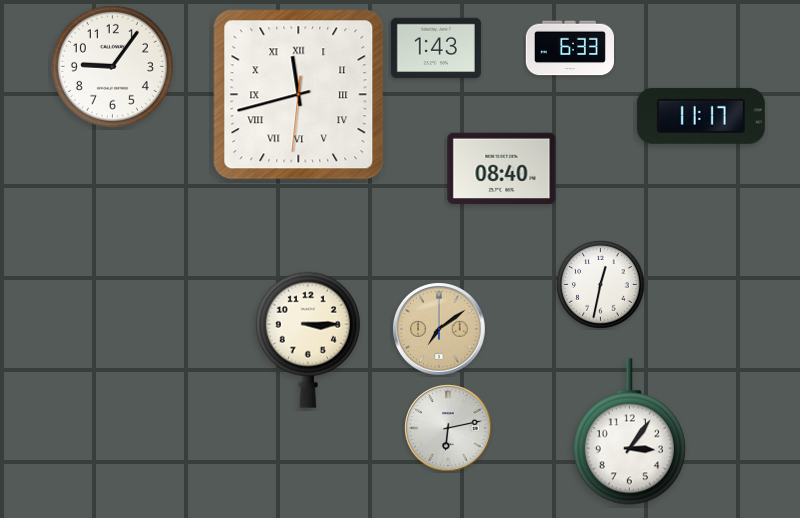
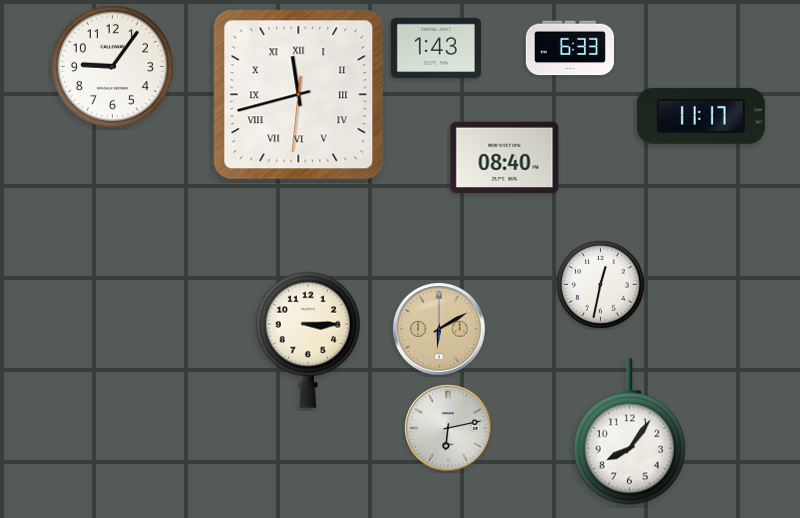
clock at (502, 169) position: (502, 169) -> (505, 158)
clock at (440, 330): 7:09 -> 6:10
clock at (629, 432): 3:06 -> 8:06
